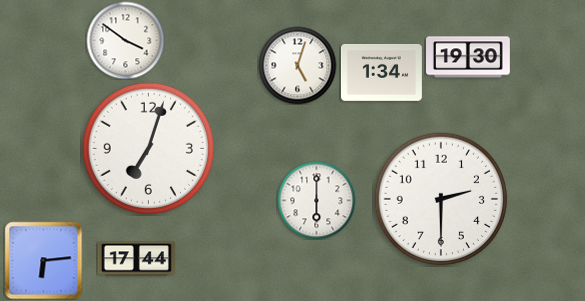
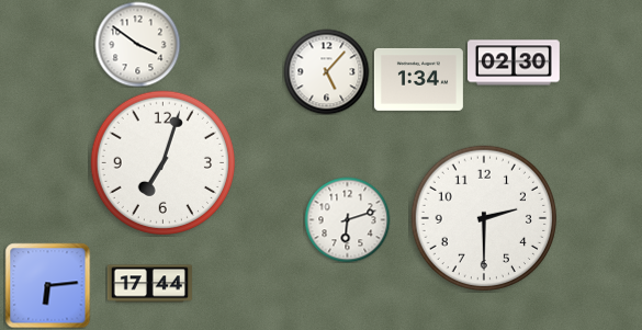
clock at (469, 57): 19:30 -> 02:30
clock at (297, 65): 5:03 -> 5:07
clock at (316, 200): 6:00 -> 6:12
